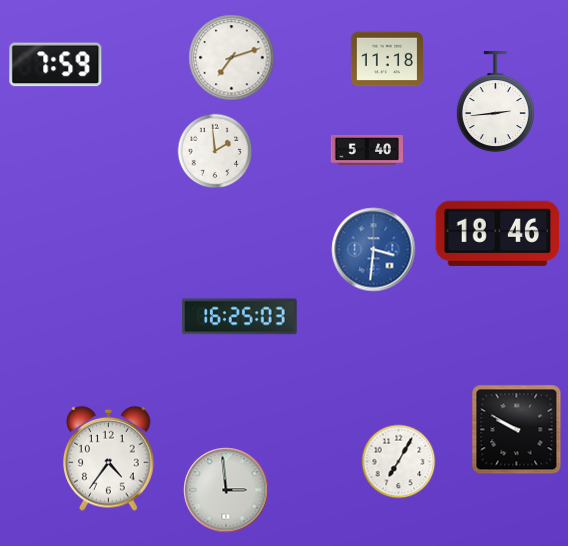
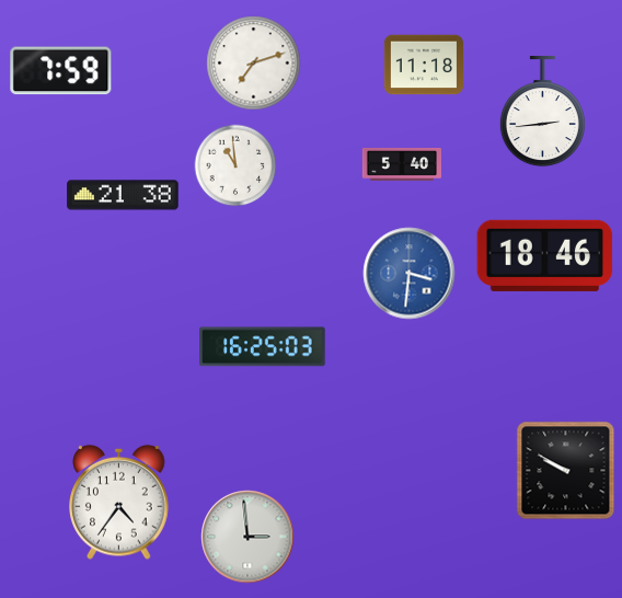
clock at (215, 151): 1:59 -> 10:59
clock at (123, 195): none -> 21:38
clock at (399, 462): 7:05 -> none
